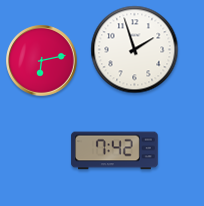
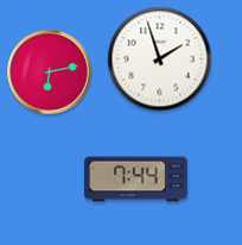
clock at (115, 151): 7:42 -> 7:44
